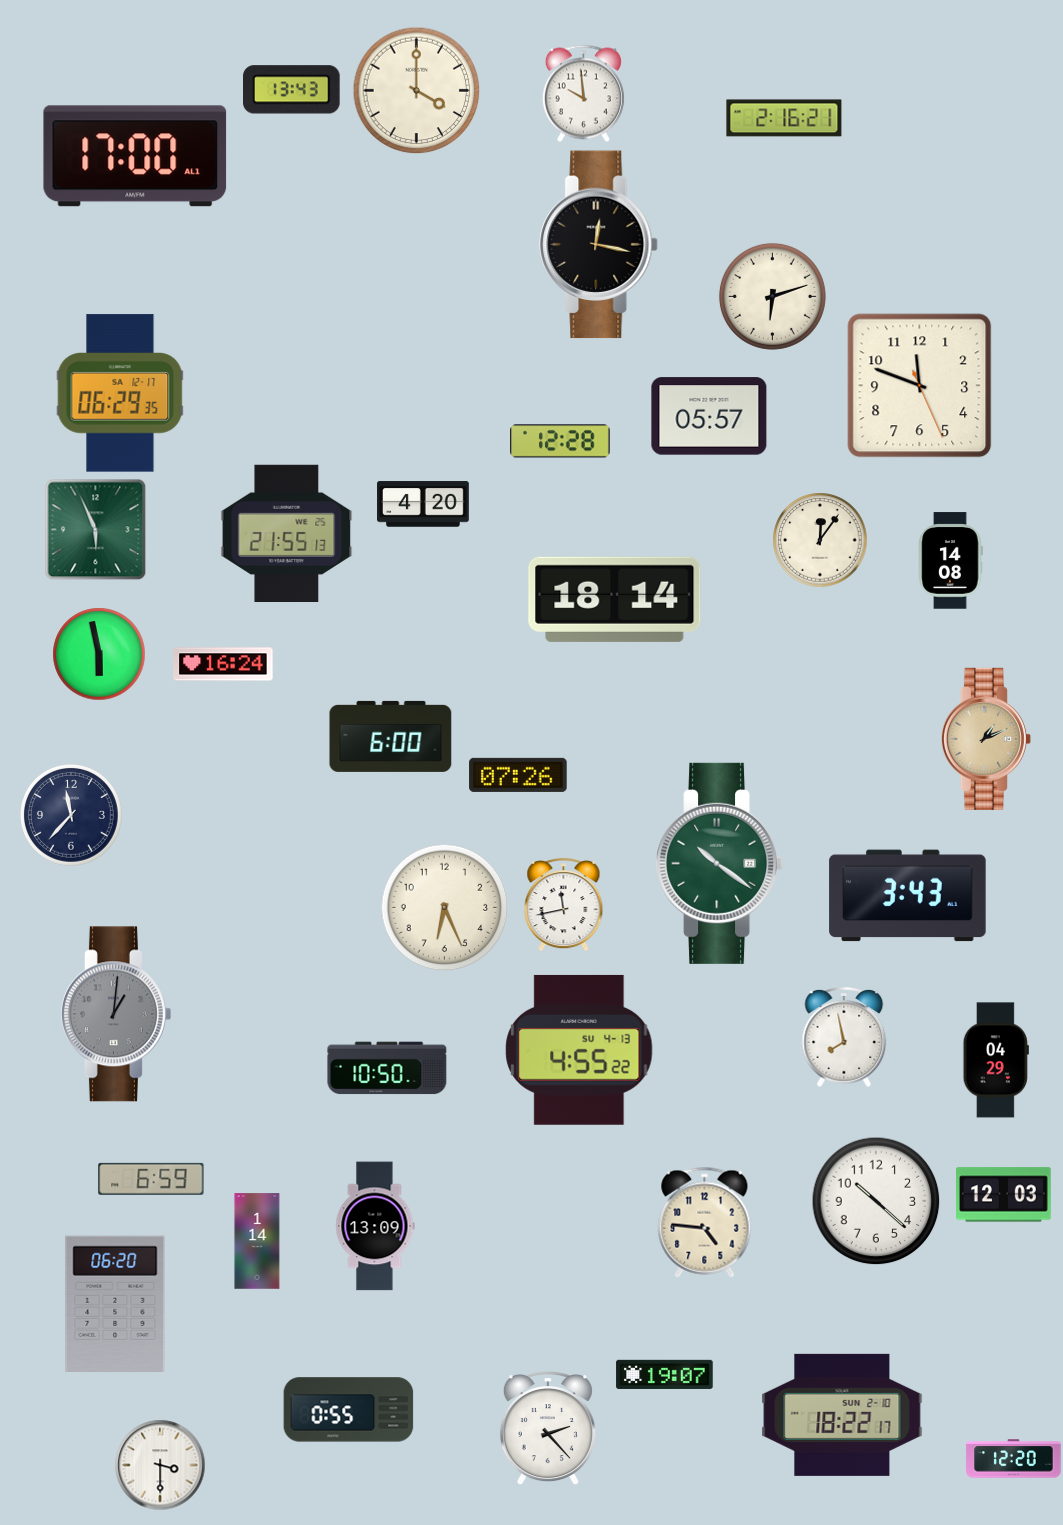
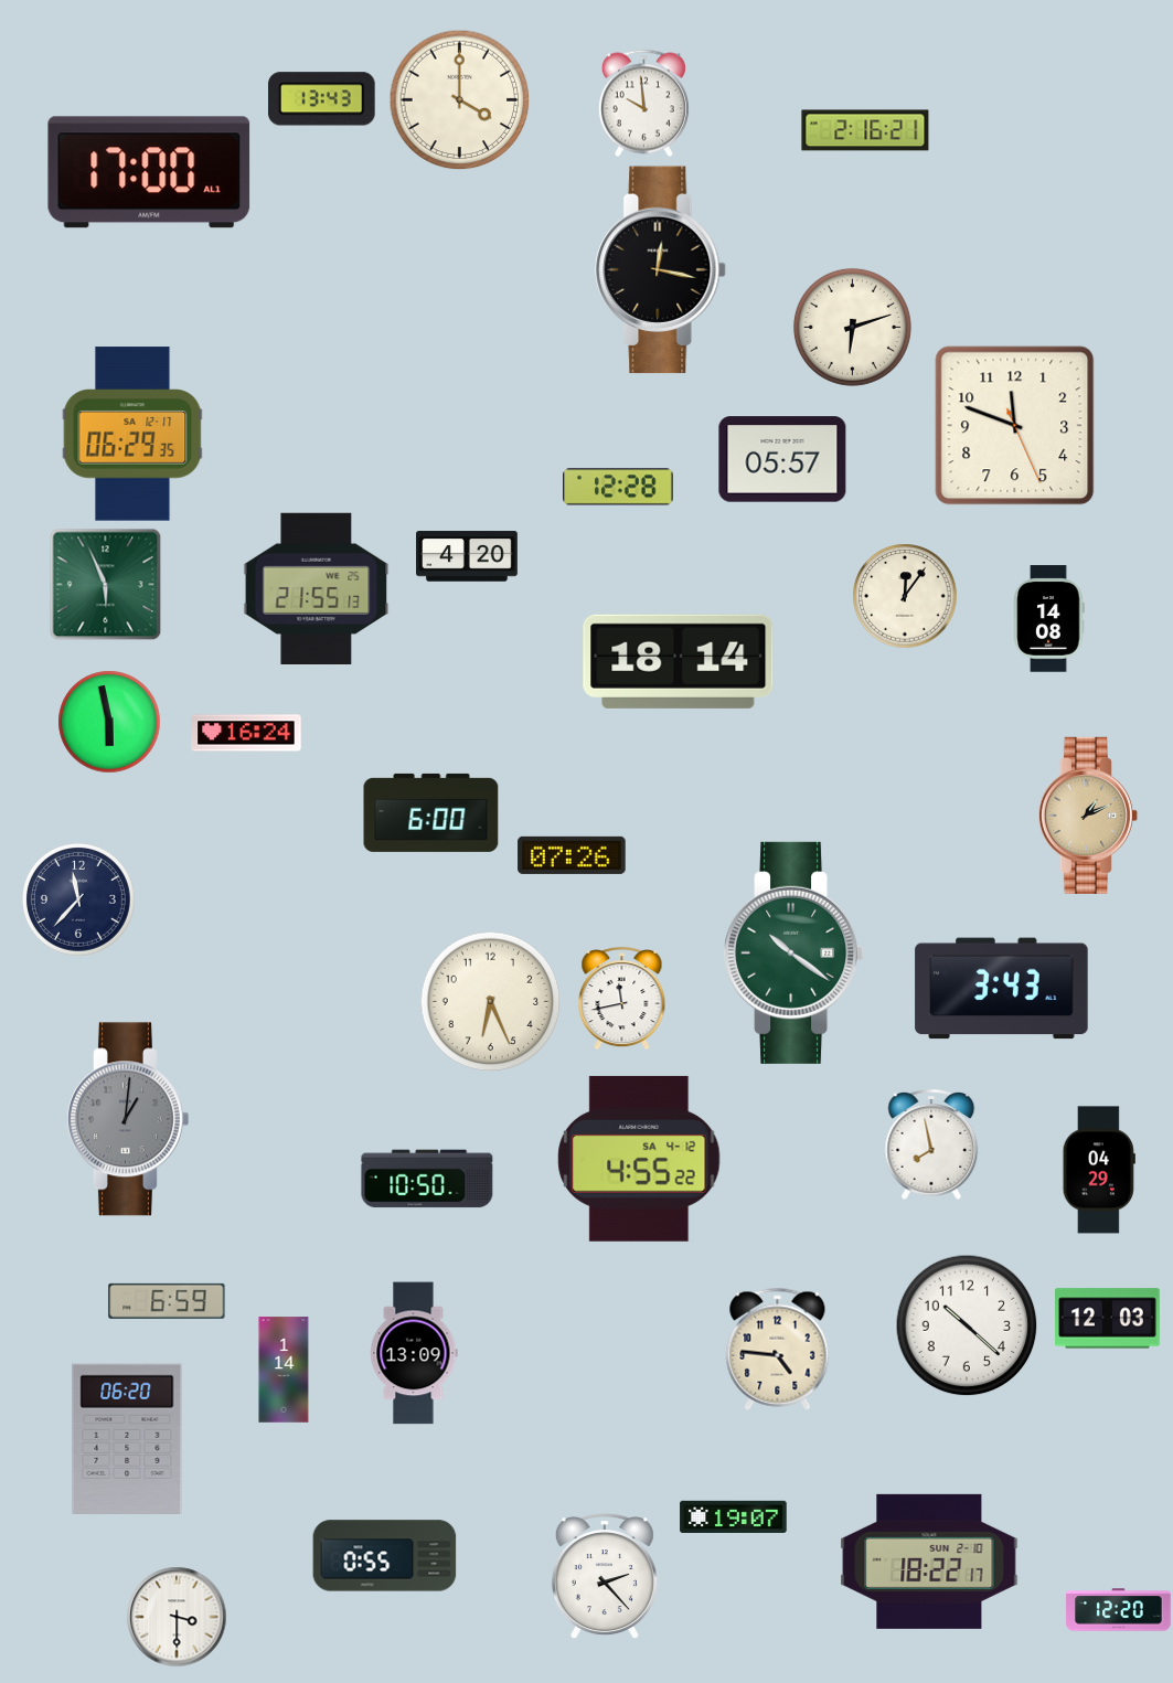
clock at (579, 1050) date: SU 4-13 -> SA 4-12
